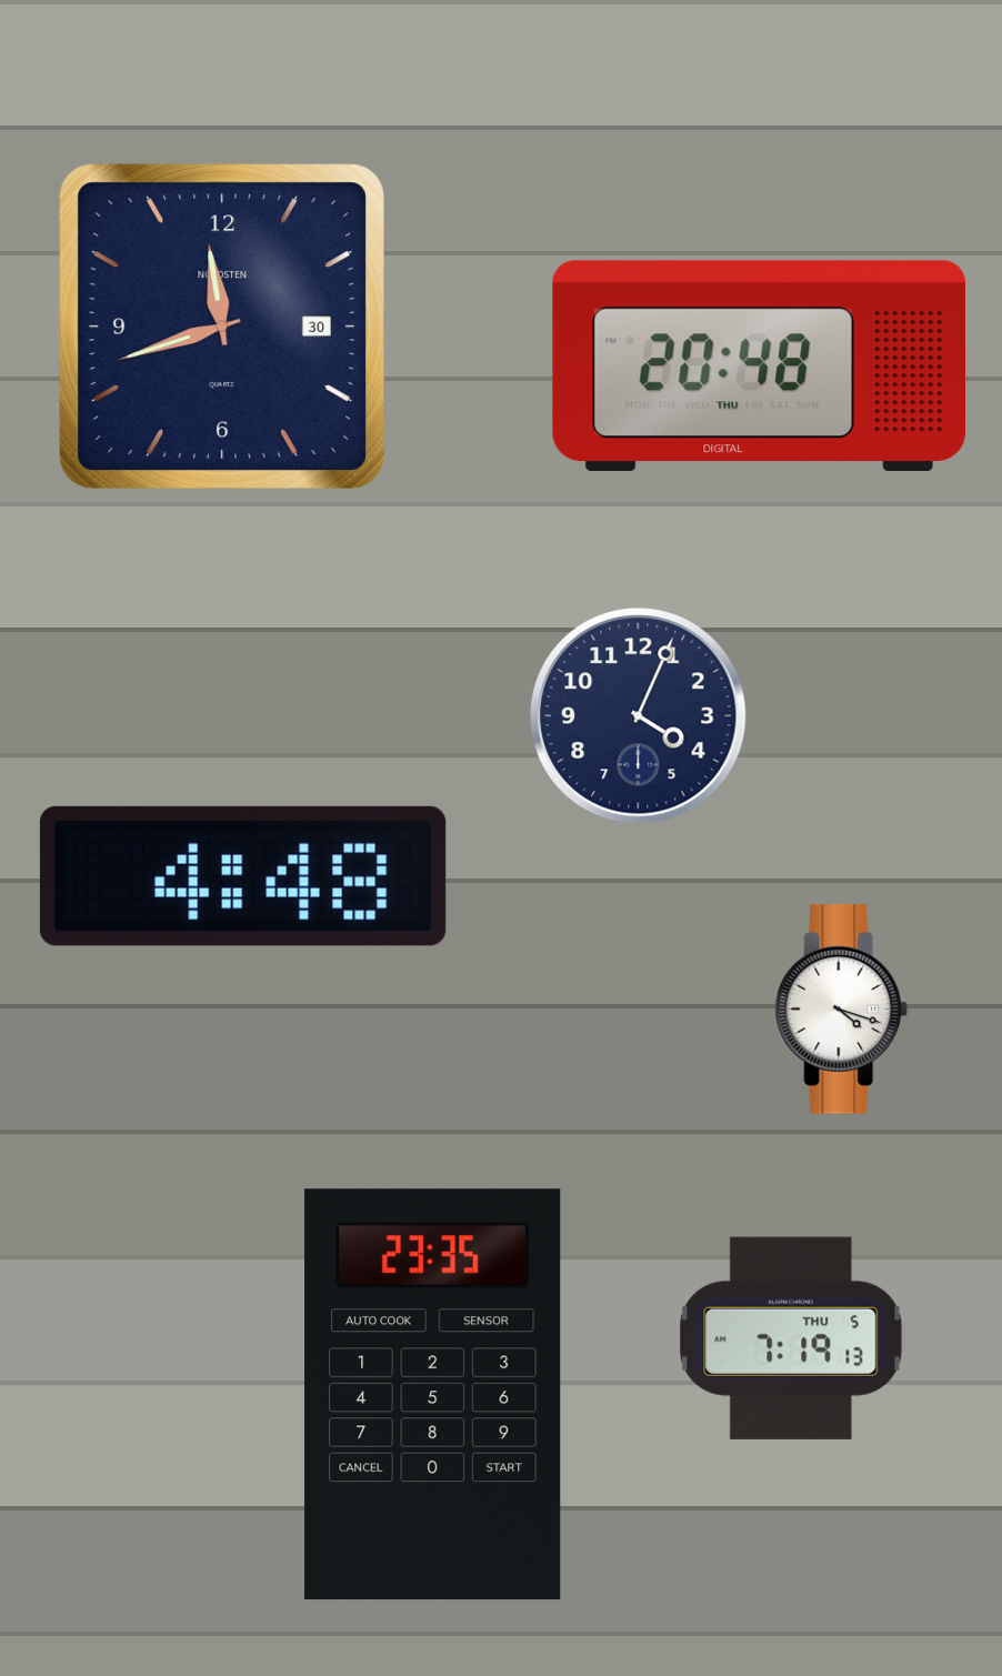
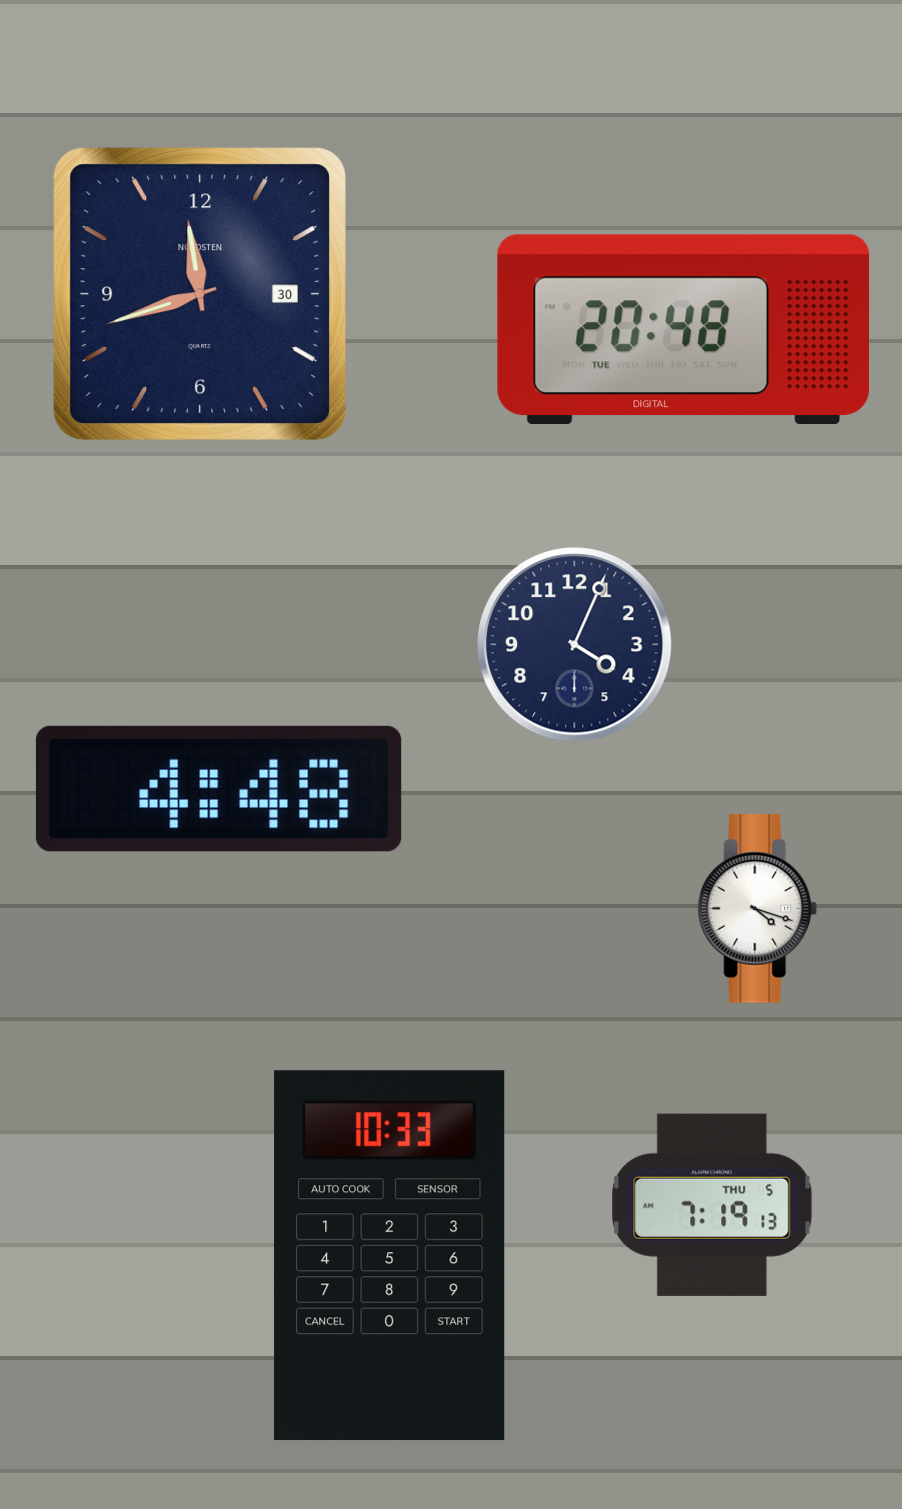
clock at (759, 365) date: THU -> TUE
clock at (433, 1395): 23:35 -> 10:33
